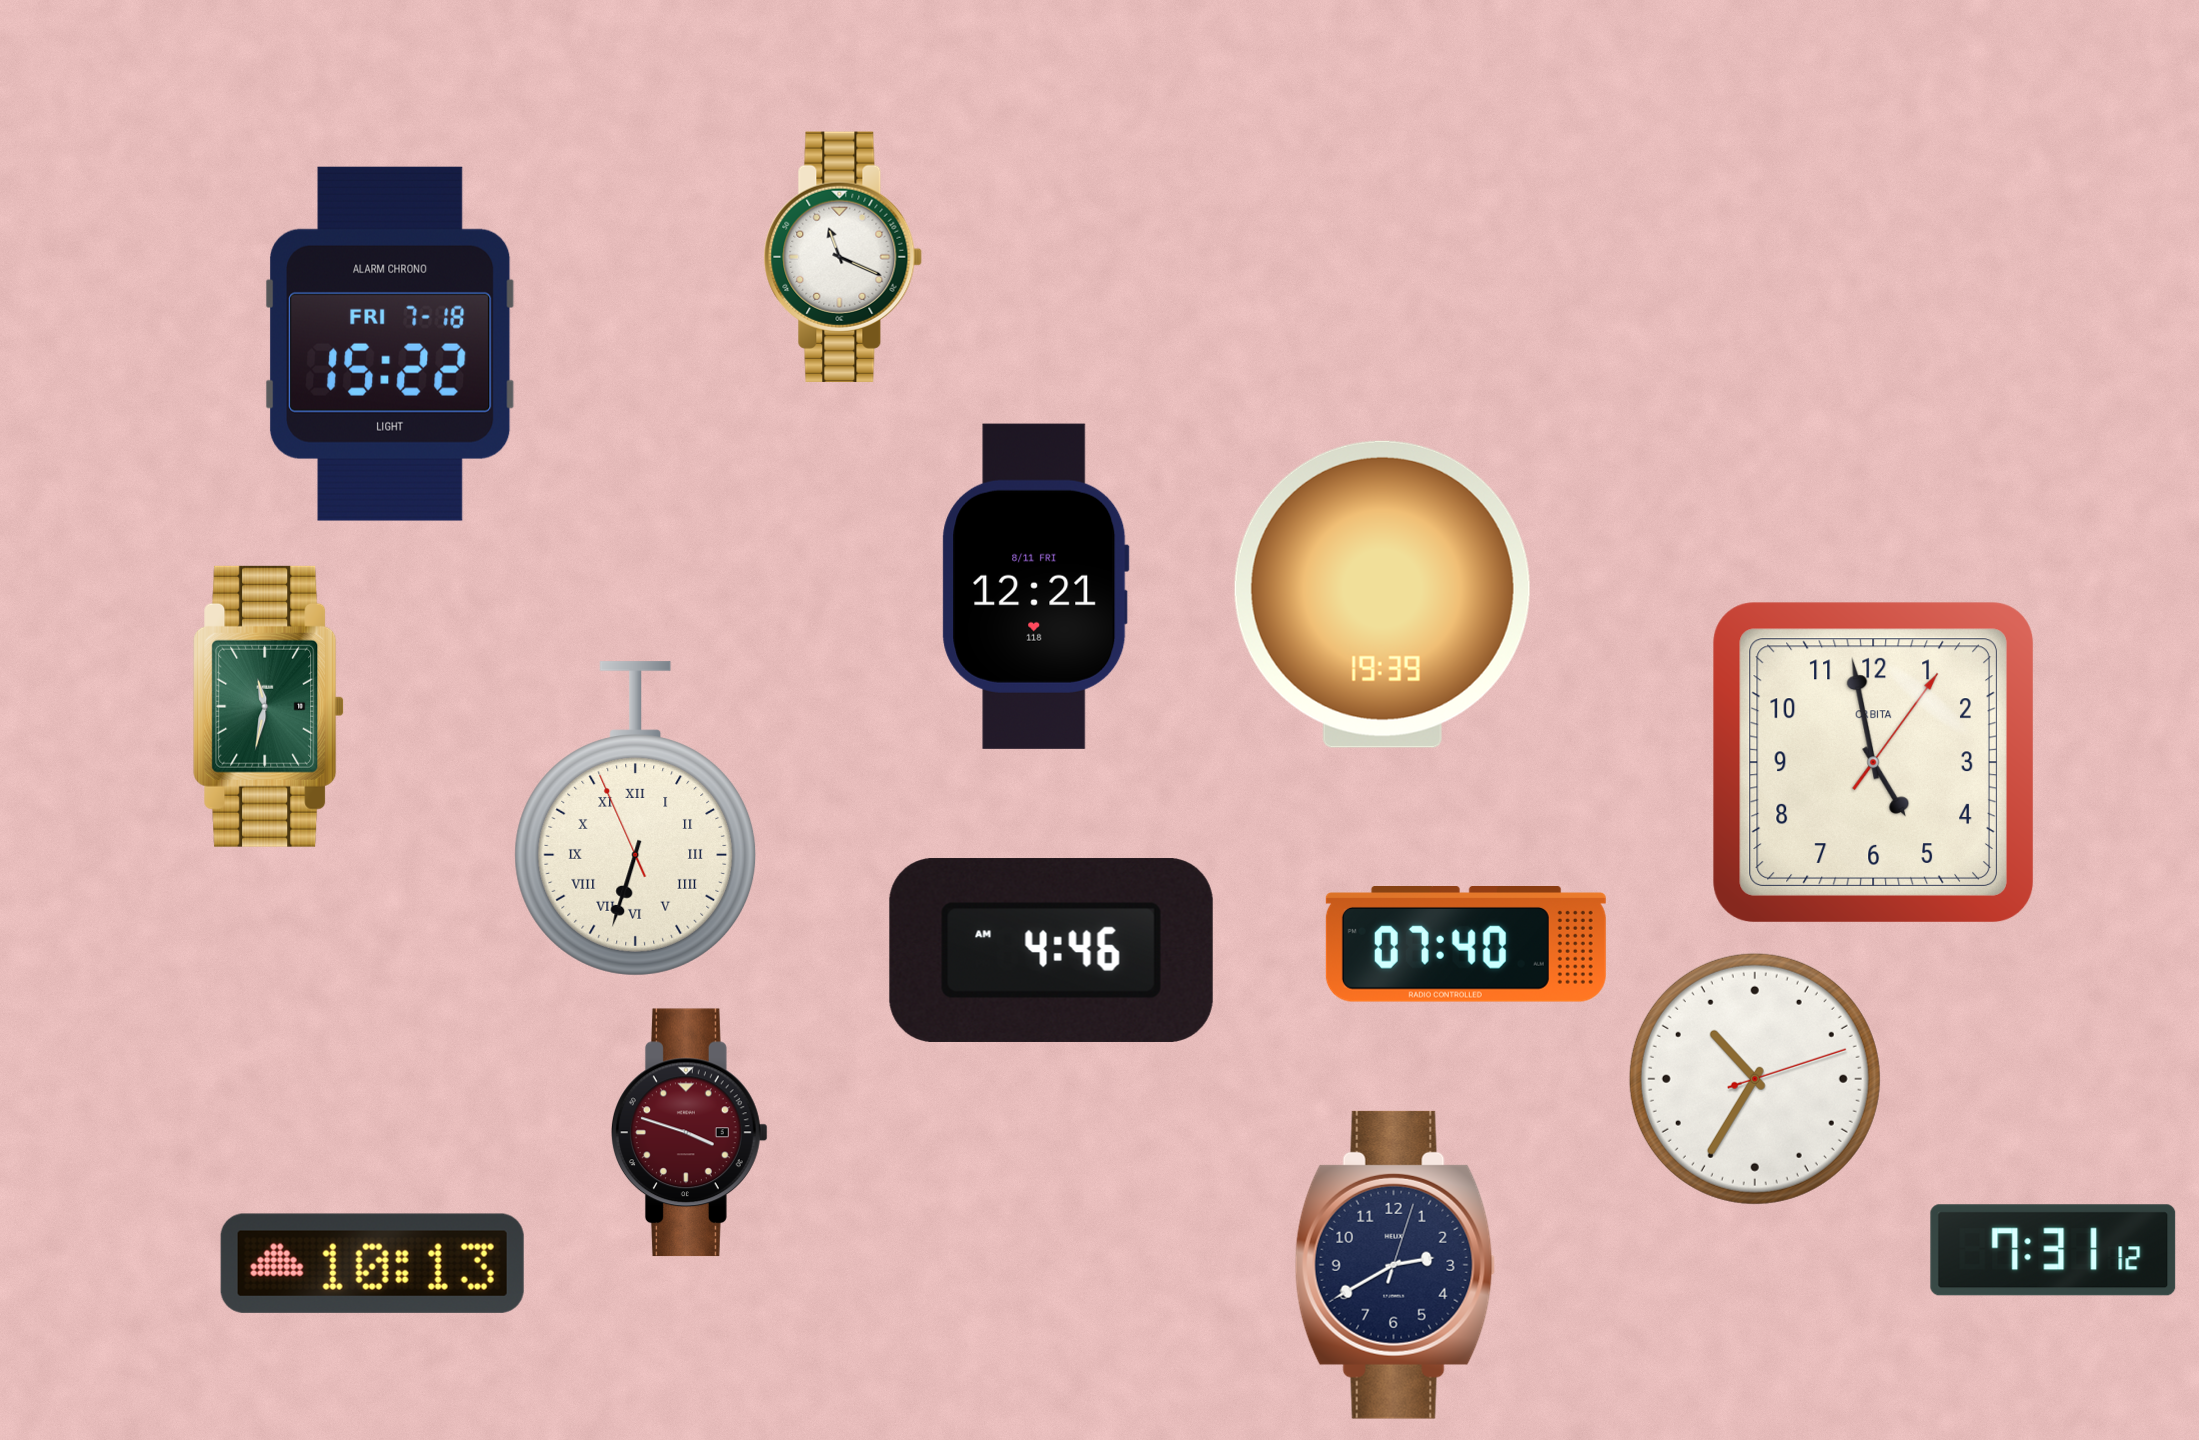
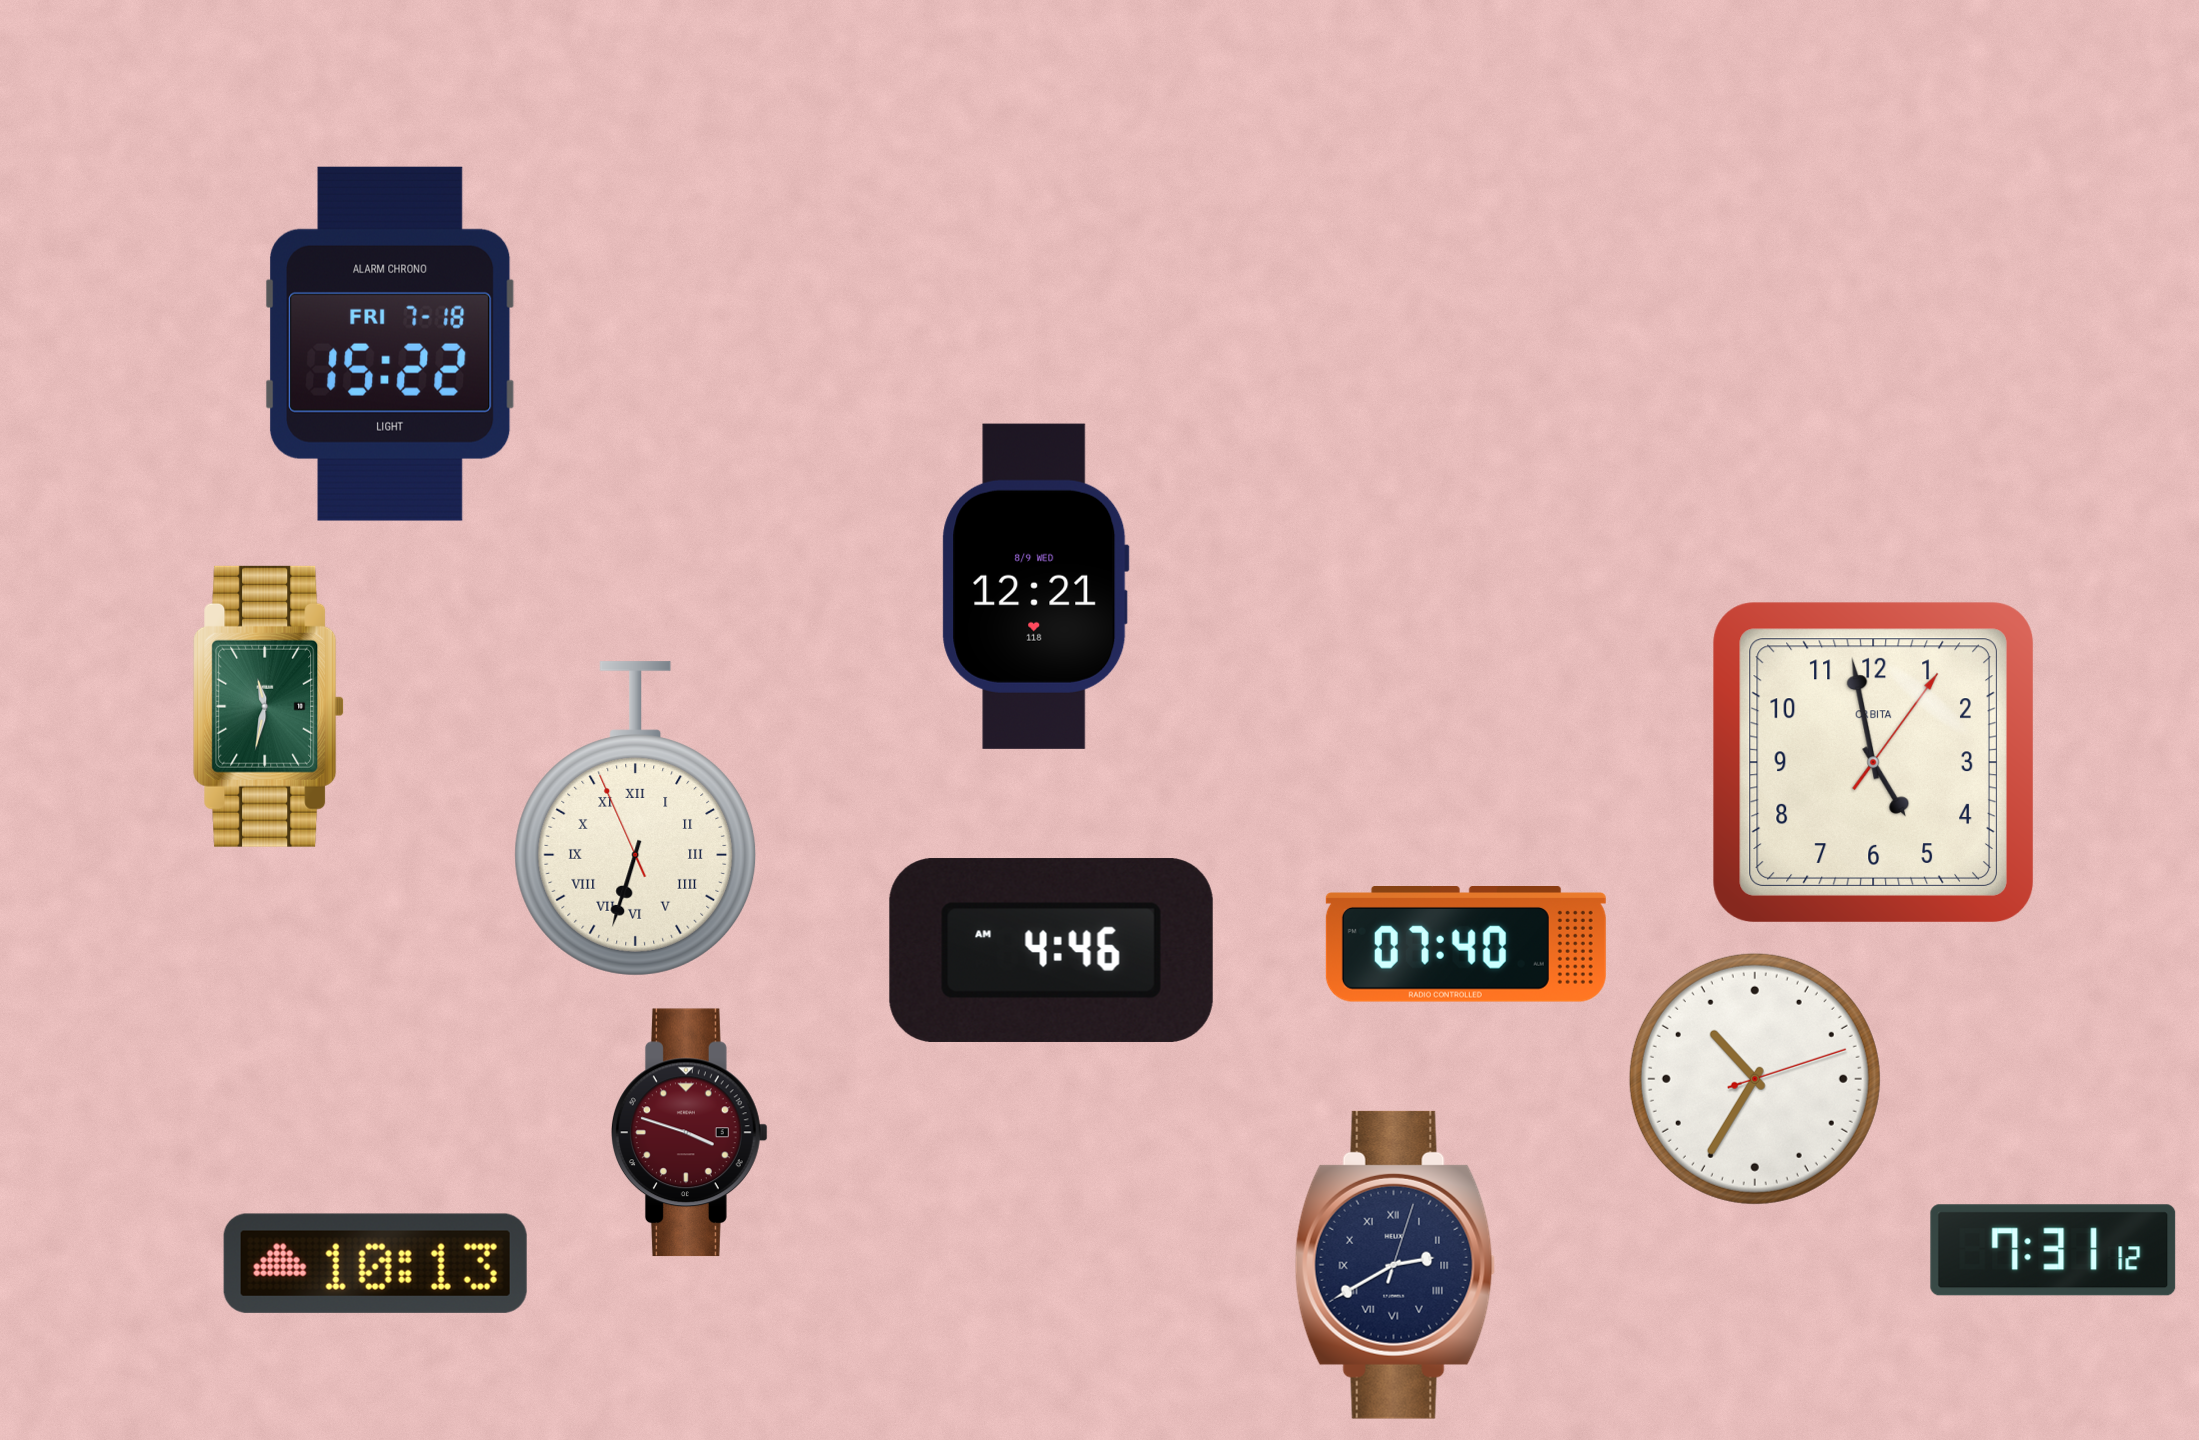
clock at (843, 257): 11:19 -> none
clock at (1036, 586) date: 8/11 FRI -> 8/9 WED
clock at (1382, 594): 19:39 -> none
clock at (372, 1263) position: (372, 1263) -> (375, 1263)
clock at (1395, 1265) numerals: Arabic -> Roman
